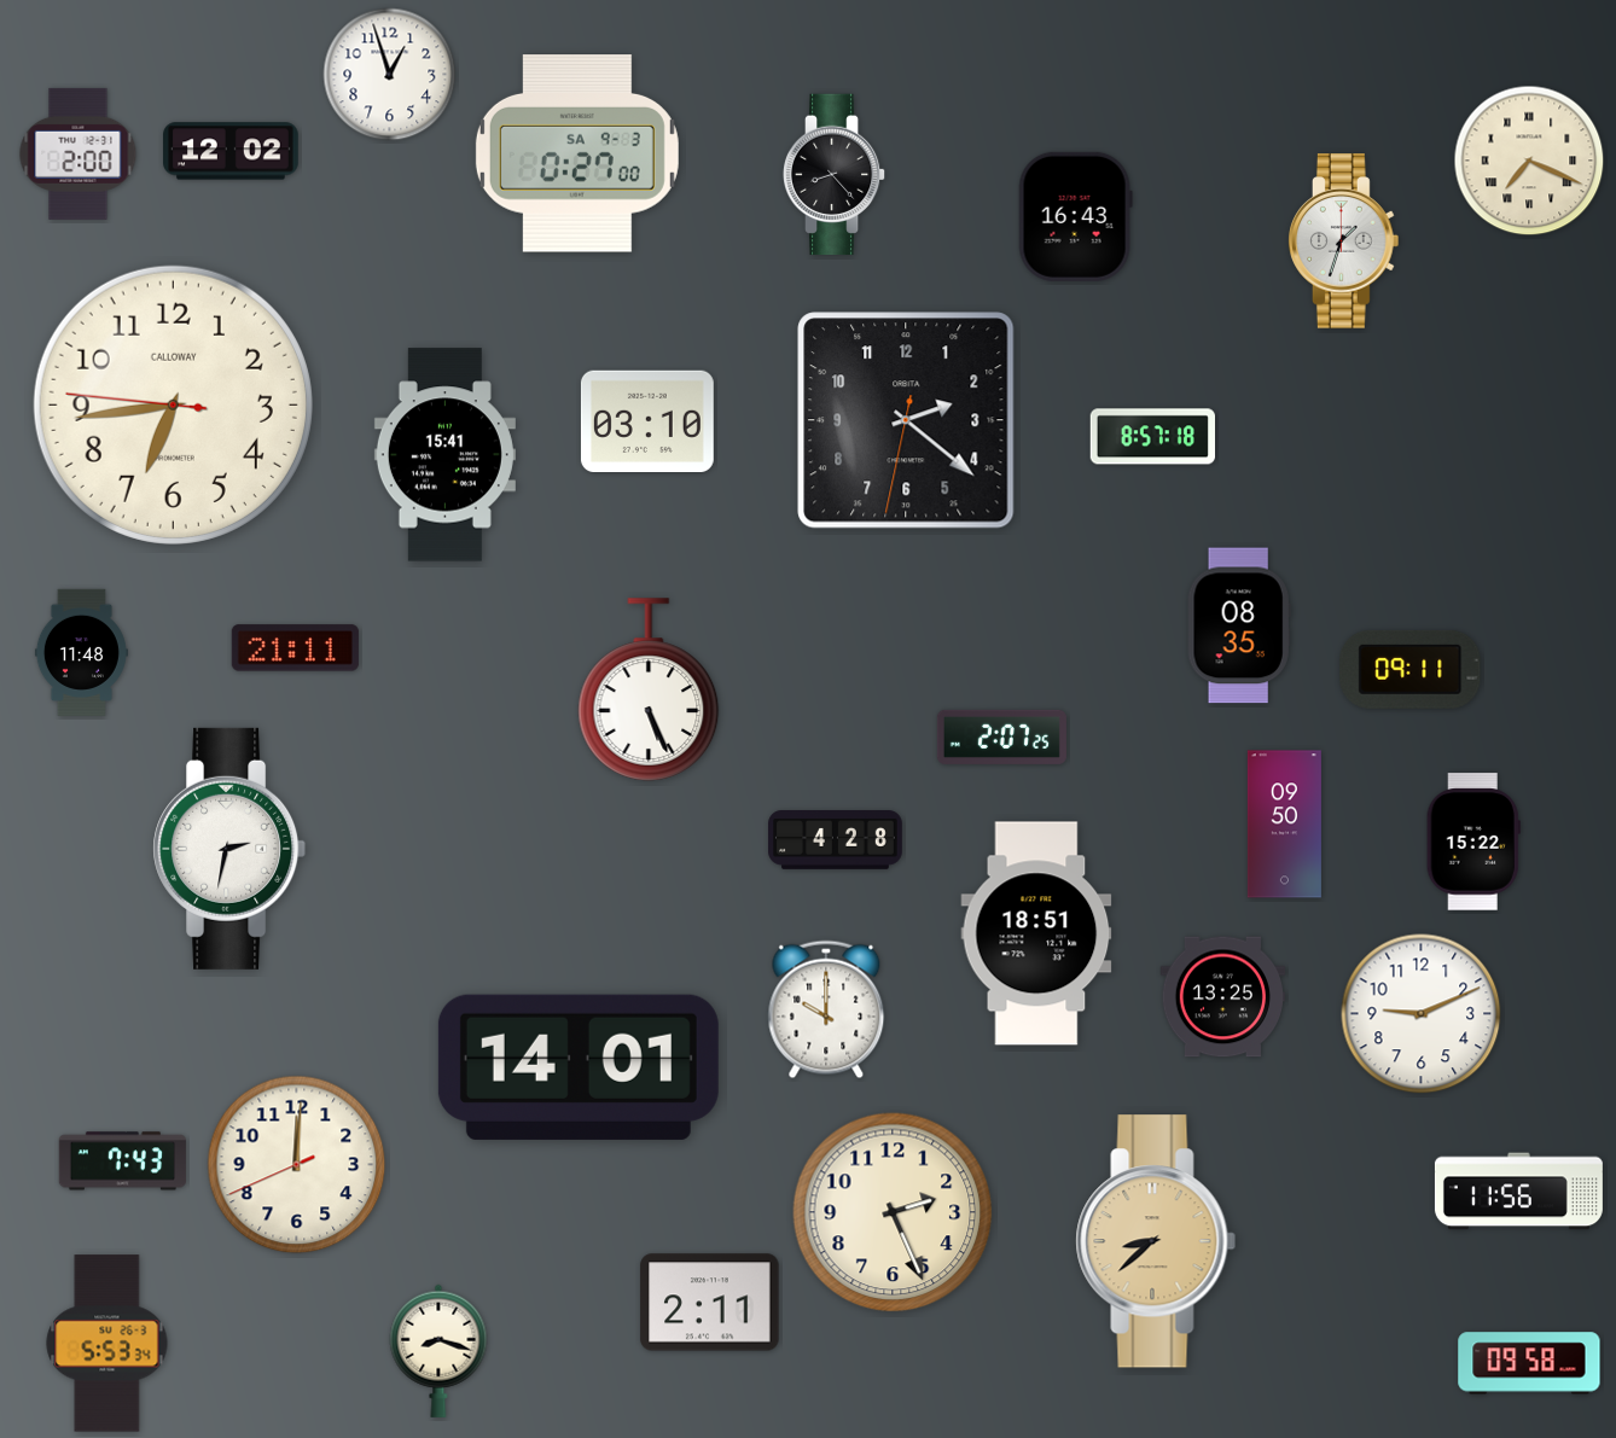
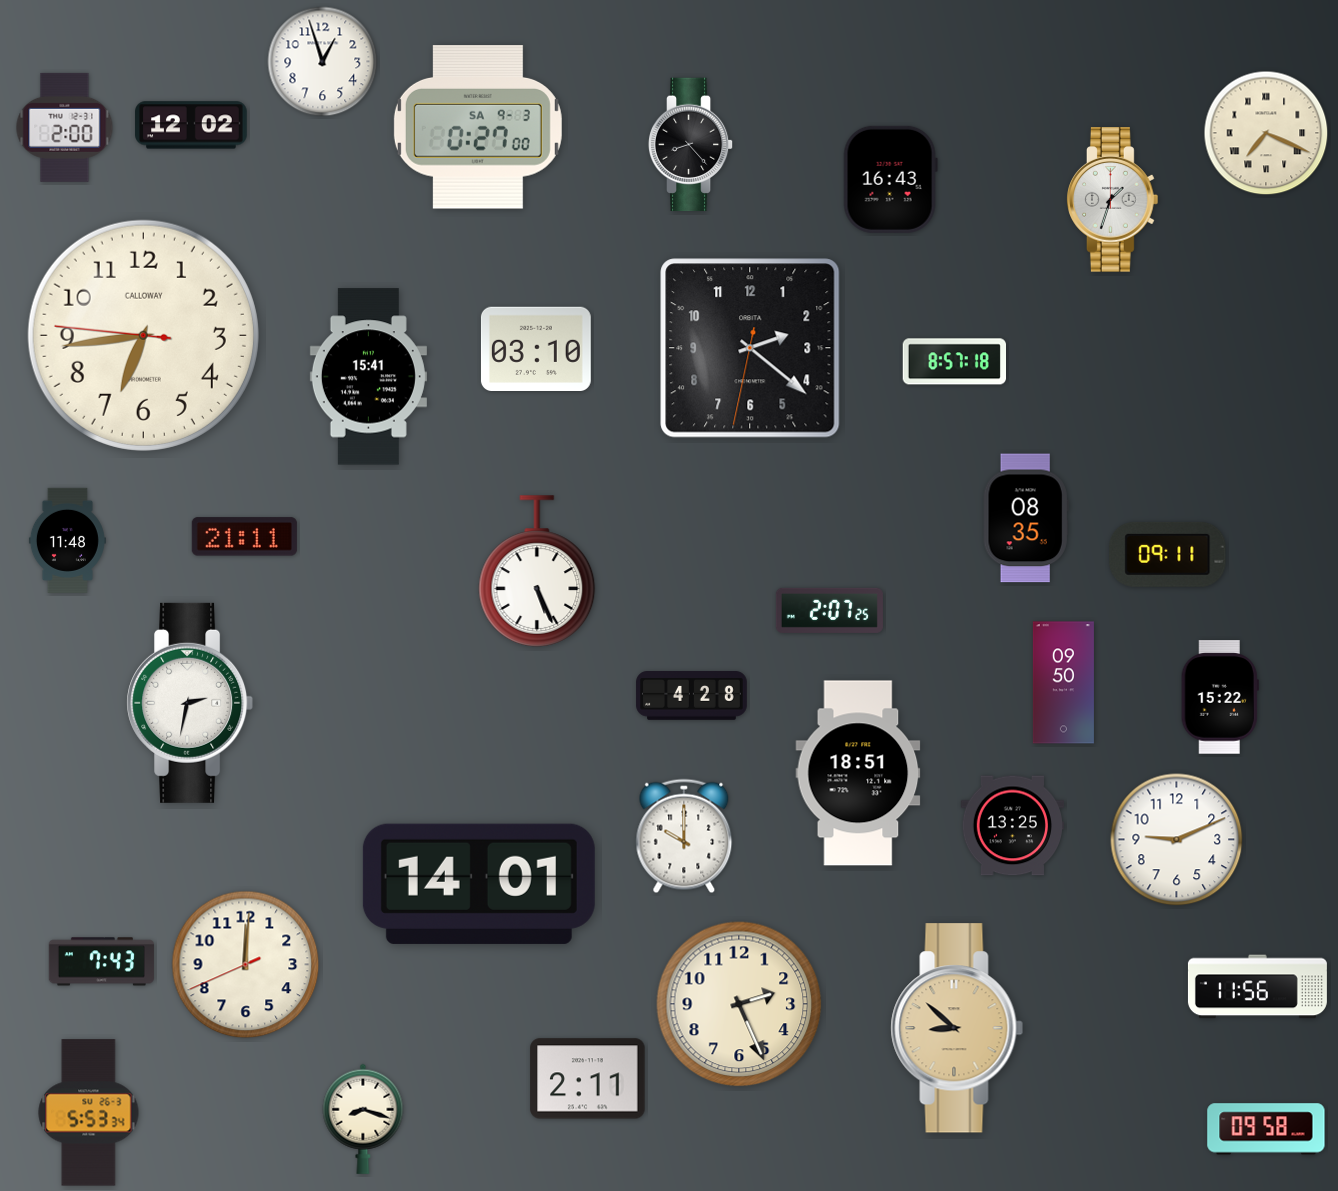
clock at (1156, 1241): 8:38 -> 8:52
